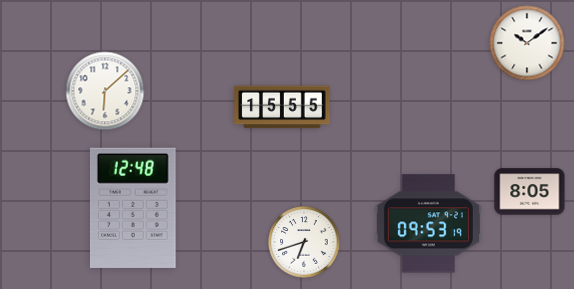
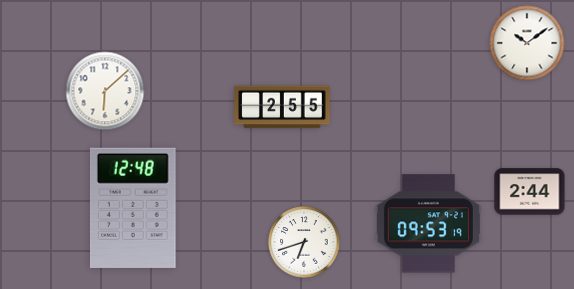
clock at (282, 107): 15:55 -> 2:55
clock at (530, 192): 8:05 -> 2:44
